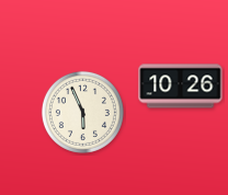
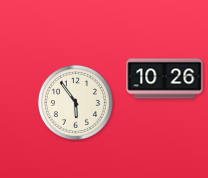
clock at (82, 112): 5:56 -> 5:54
